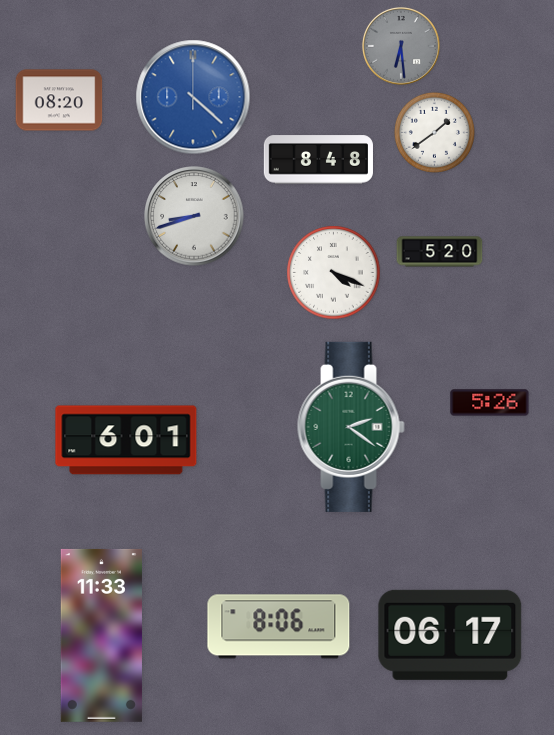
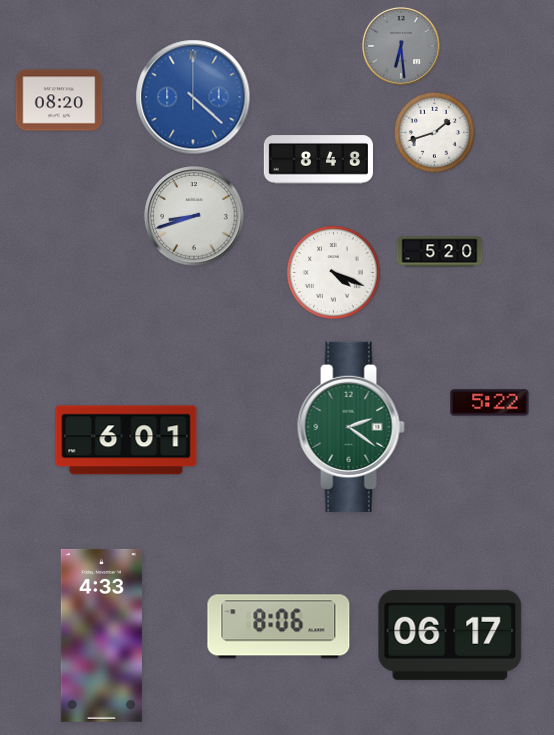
clock at (434, 132): 1:39 -> 1:42
clock at (490, 403): 5:26 -> 5:22
clock at (101, 635): 11:33 -> 4:33
